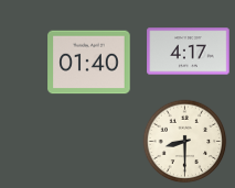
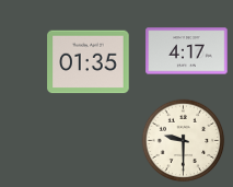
clock at (89, 63): 01:40 -> 01:35
clock at (185, 142): 8:30 -> 9:30
